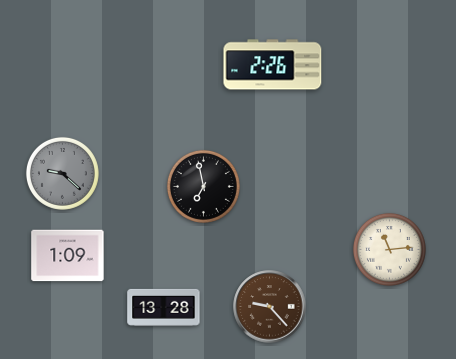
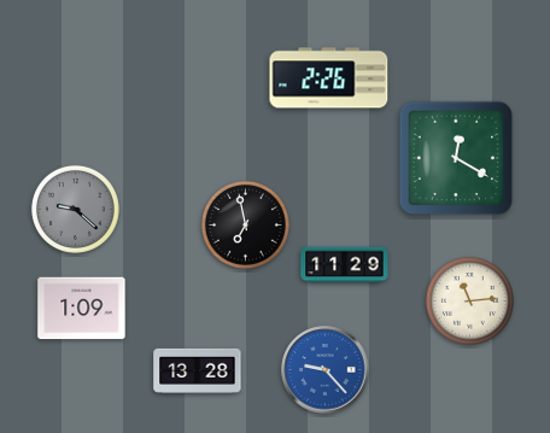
clock at (456, 158): none -> 12:20
clock at (345, 265): none -> 11:29
clock at (270, 307) dial: brown -> blue
